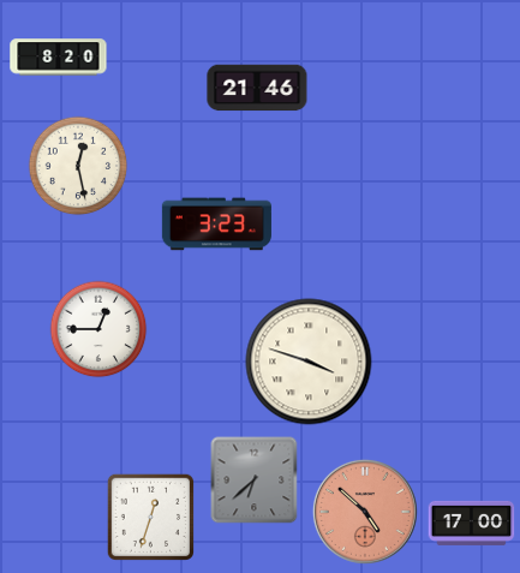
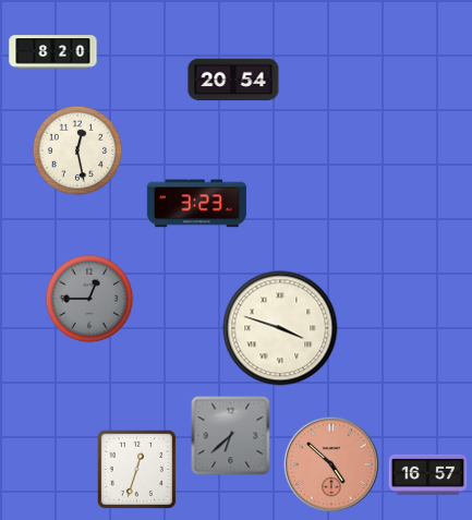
clock at (257, 88): 21:46 -> 20:54
clock at (78, 166) position: (78, 166) -> (77, 150)
clock at (98, 329) dial: white -> grey
clock at (472, 523): 17:00 -> 16:57
